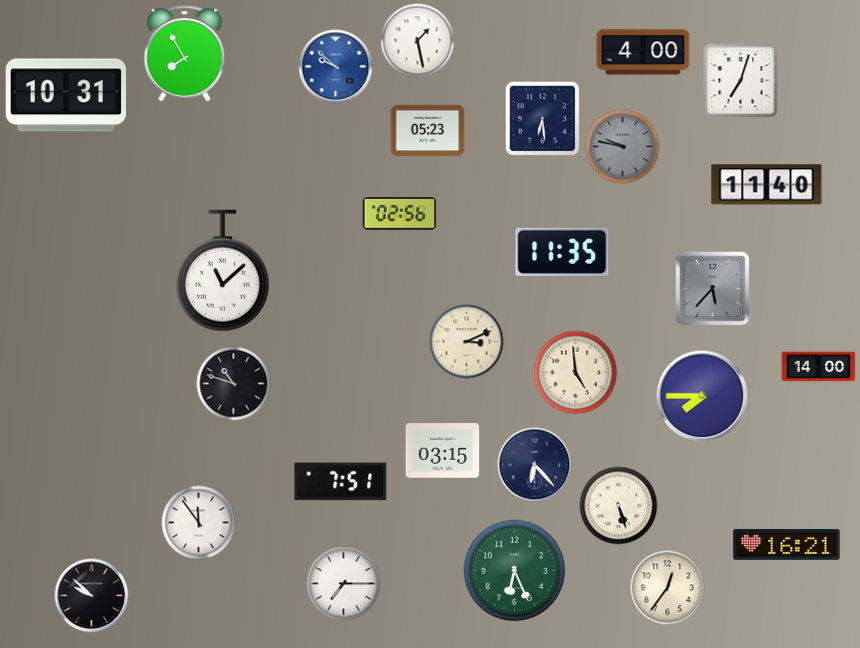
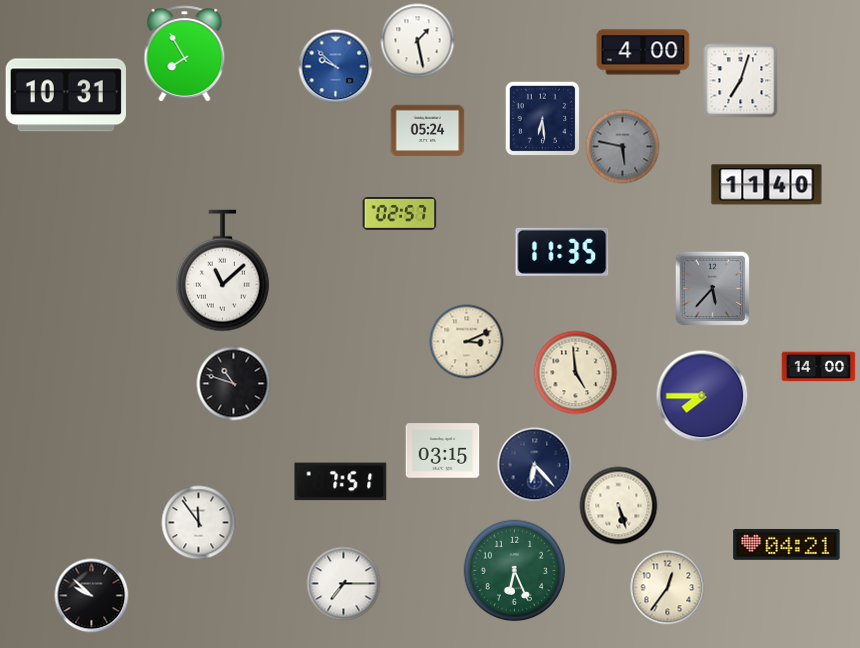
clock at (428, 131): 05:23 -> 05:24
clock at (623, 147): 9:47 -> 5:47
clock at (400, 214): 02:56 -> 02:57
clock at (787, 544): 16:21 -> 04:21
